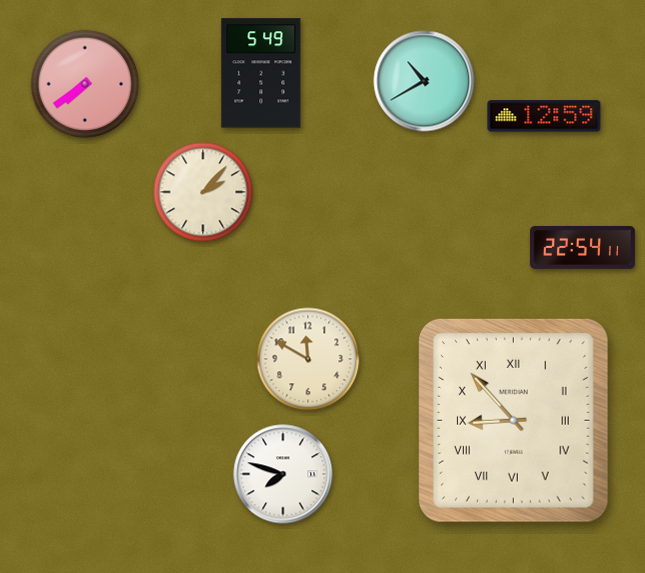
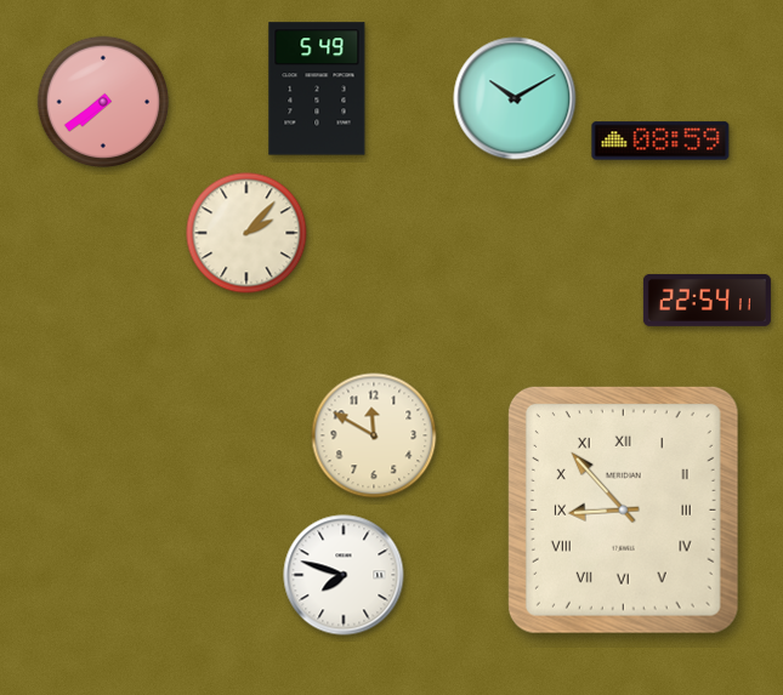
clock at (424, 81): 10:40 -> 10:10
clock at (544, 116): 12:59 -> 08:59
